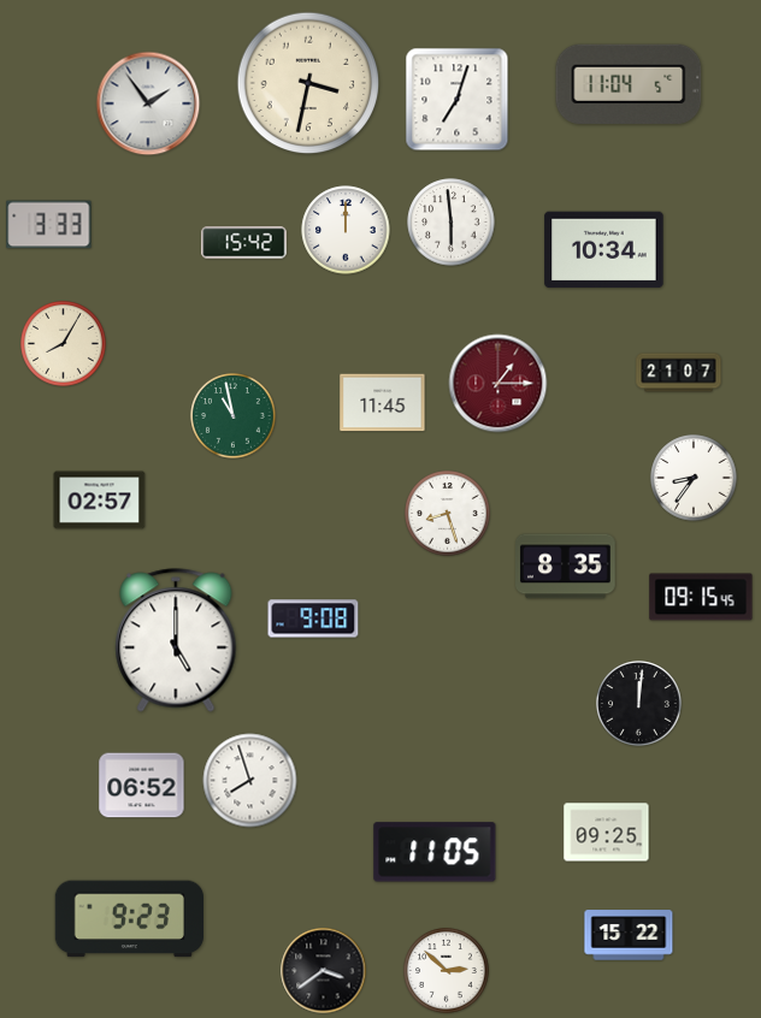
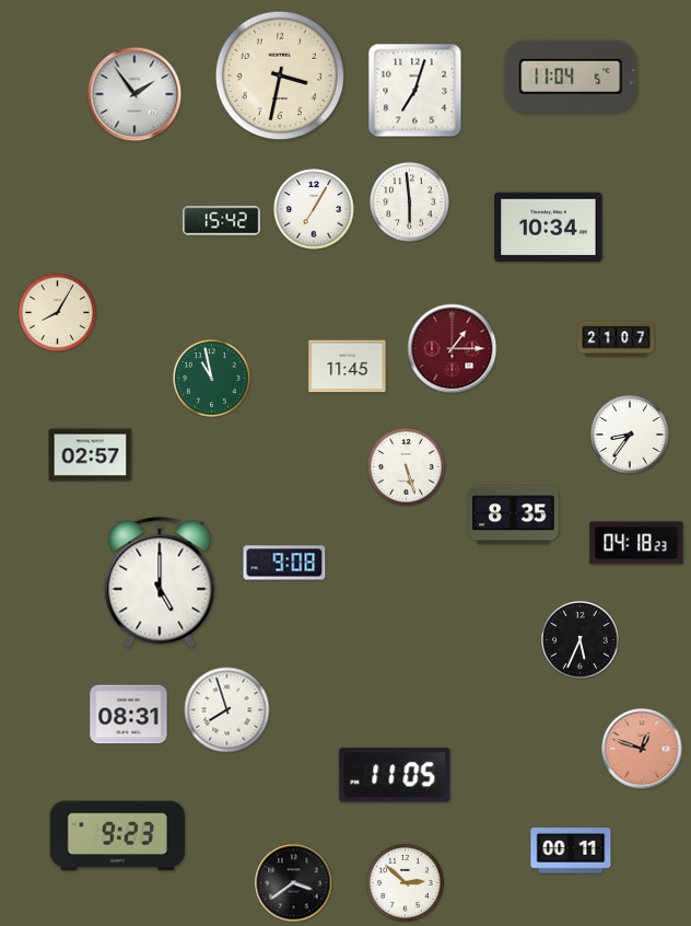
clock at (49, 225): 3:33 -> none
clock at (346, 230): 12:00 -> 7:05
clock at (448, 514): 8:27 -> 5:27
clock at (701, 597): 09:15 -> 04:18
clock at (639, 704): 12:01 -> 5:34
clock at (142, 786): 06:52 -> 08:31
clock at (642, 749): none -> 12:48
clock at (607, 833): 09:25 -> none
clock at (629, 935): 15:22 -> 00:11
